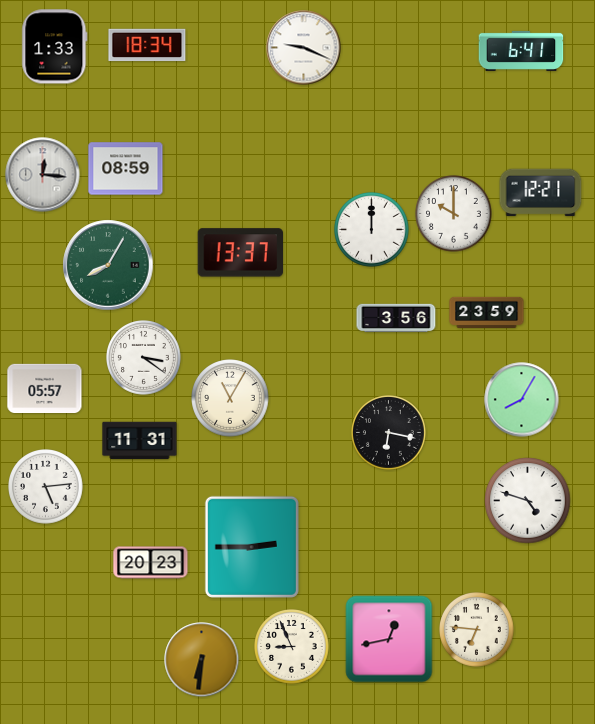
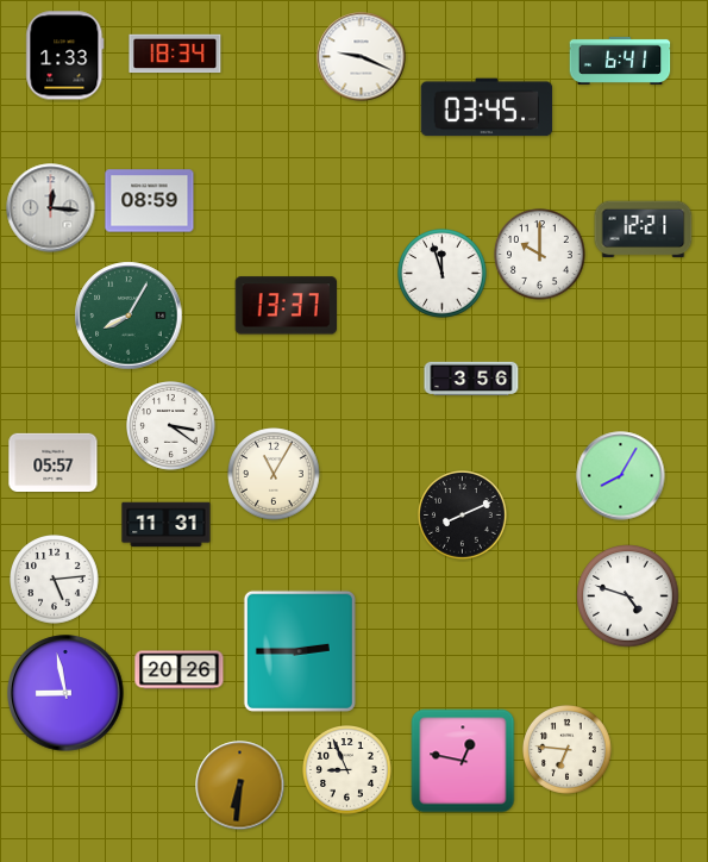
clock at (487, 107): none -> 03:45
clock at (372, 230): 12:00 -> 11:57
clock at (241, 253) position: (241, 253) -> (287, 306)
clock at (487, 312): 23:59 -> none
clock at (389, 433): 6:17 -> 8:11
clock at (151, 563): 20:23 -> 20:26
clock at (65, 693): none -> 8:58
clock at (389, 639): 12:43 -> 12:47
